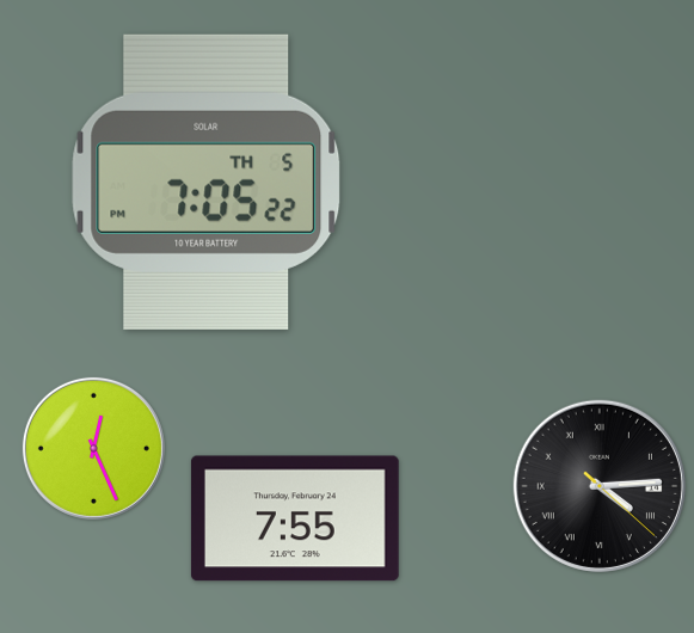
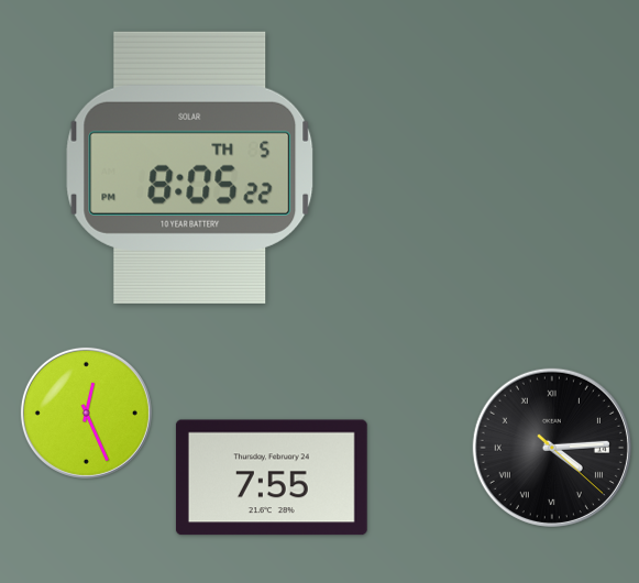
clock at (207, 182): 7:05 -> 8:05
